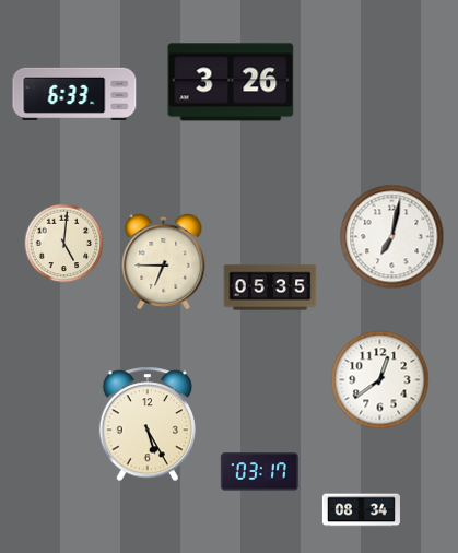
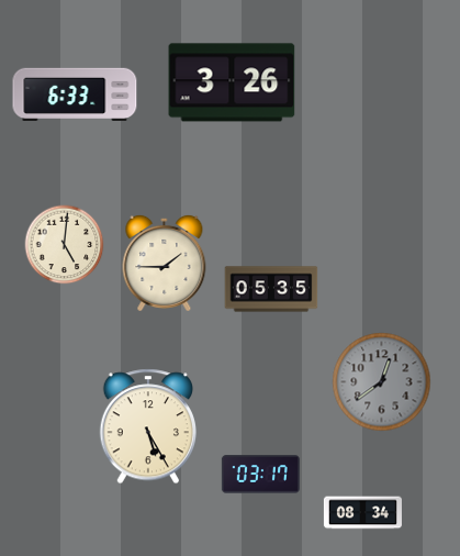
clock at (392, 237): 7:02 -> none
clock at (164, 261): 6:45 -> 1:45
clock at (380, 380) dial: white -> grey
